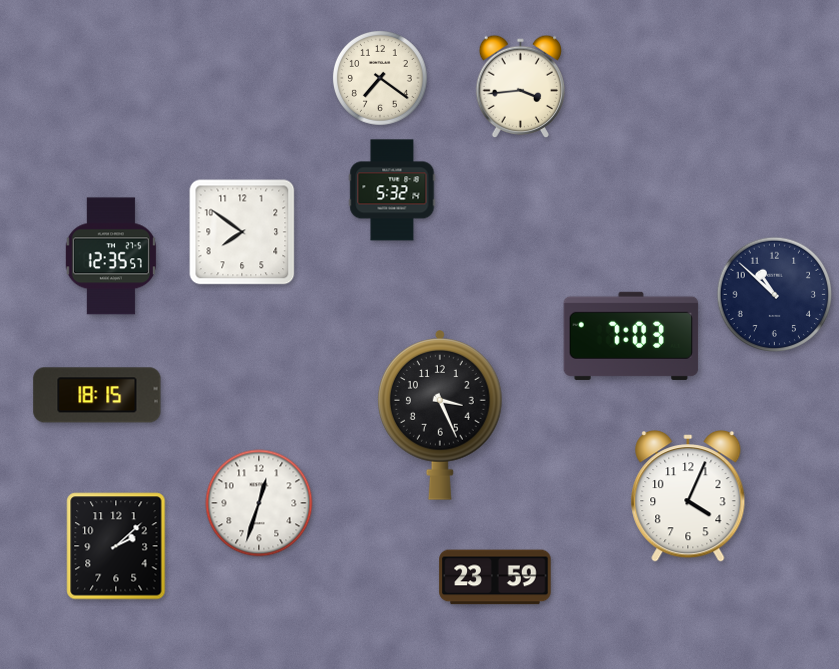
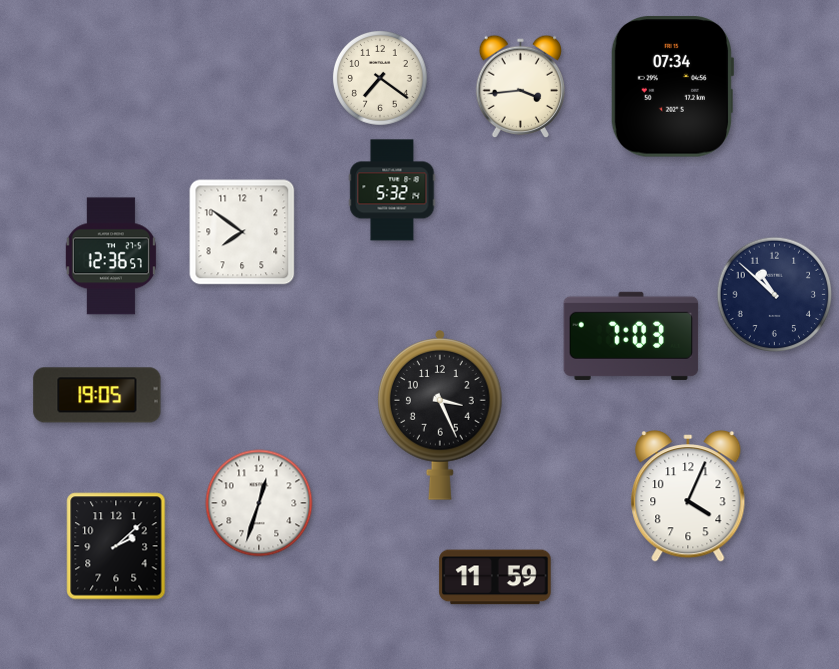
clock at (672, 87): none -> 07:34
clock at (111, 256): 12:35 -> 12:36
clock at (97, 395): 18:15 -> 19:05
clock at (495, 577): 23:59 -> 11:59
